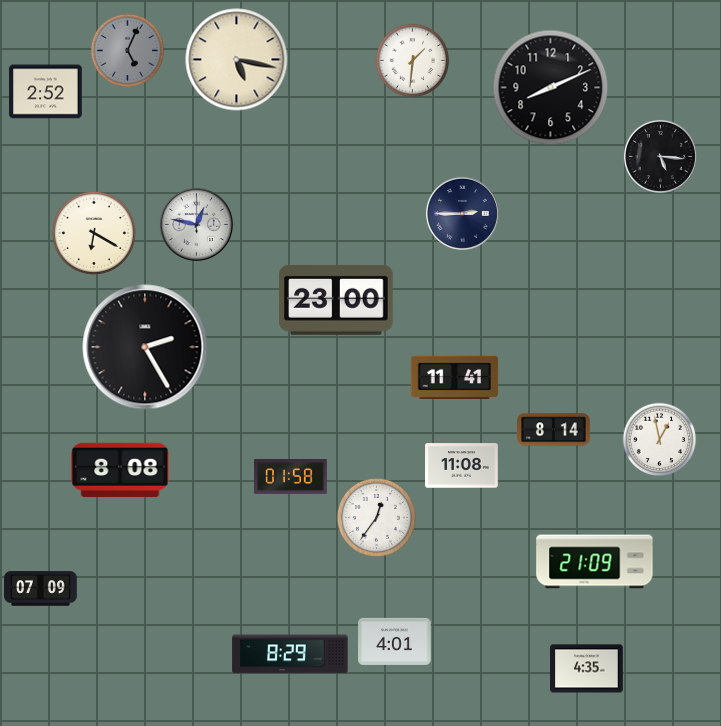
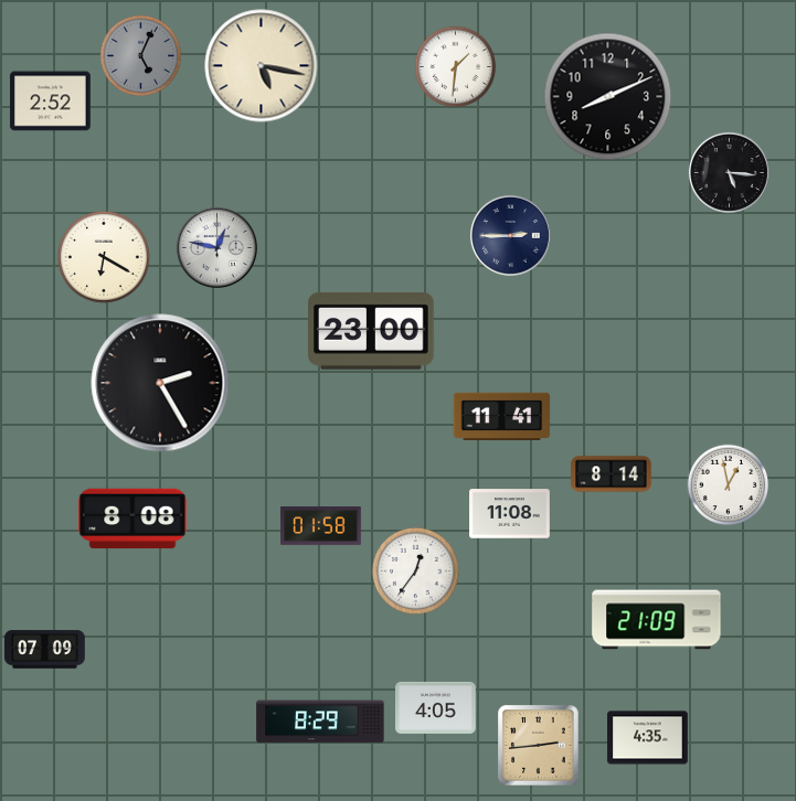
clock at (395, 641): 4:01 -> 4:05
clock at (539, 746): none -> 2:44
